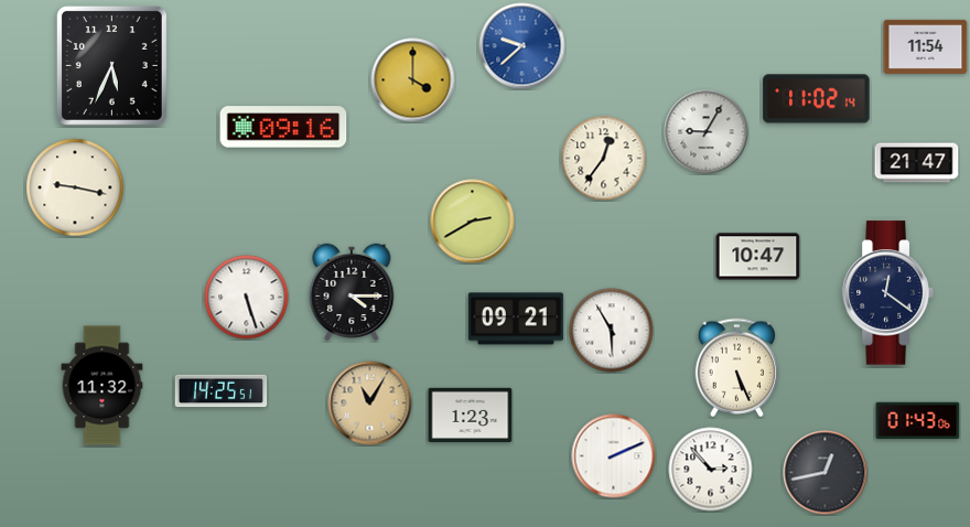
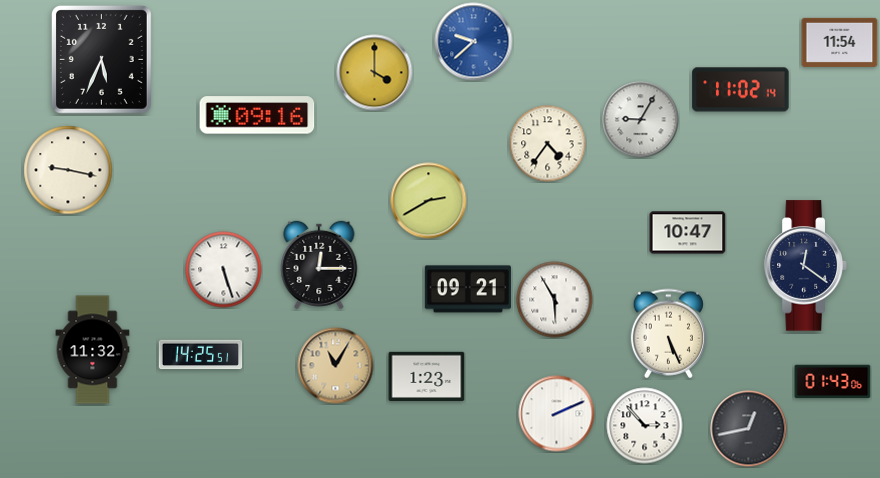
clock at (604, 159): 12:36 -> 4:36
clock at (917, 163): 21:47 -> none
clock at (352, 291): 4:15 -> 12:15
